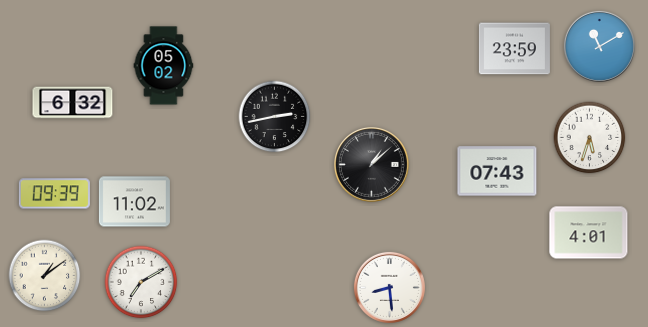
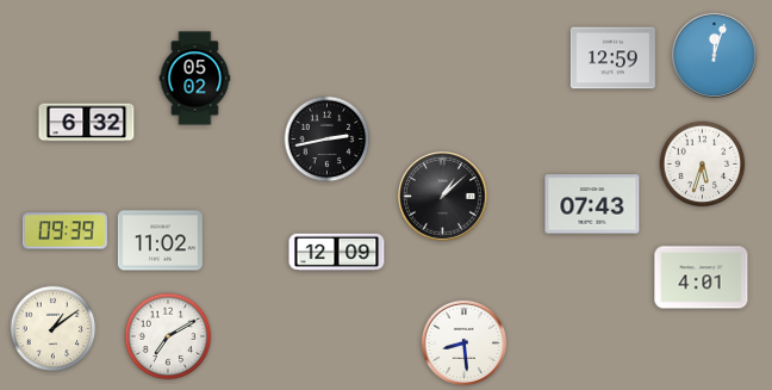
clock at (599, 46): 11:10 -> 12:03
clock at (514, 49): 23:59 -> 12:59
clock at (337, 253): none -> 12:09
